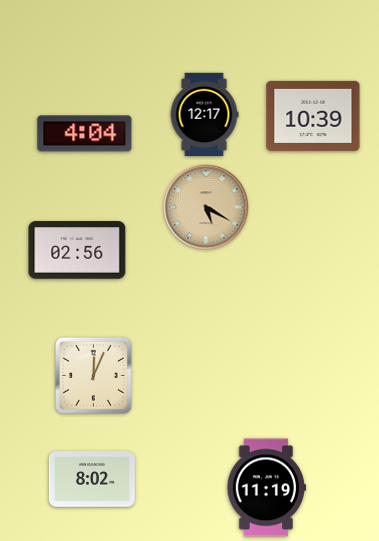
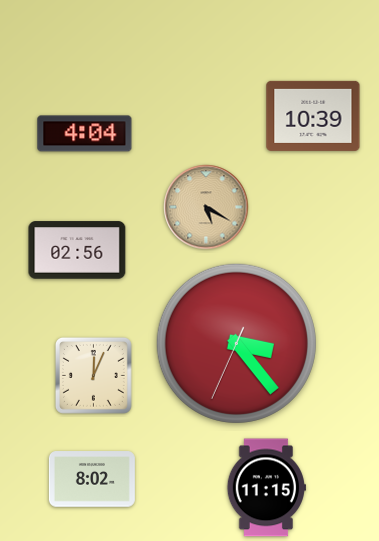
clock at (204, 115): 12:17 -> none
clock at (236, 343): none -> 3:23
clock at (266, 488): 11:19 -> 11:15
